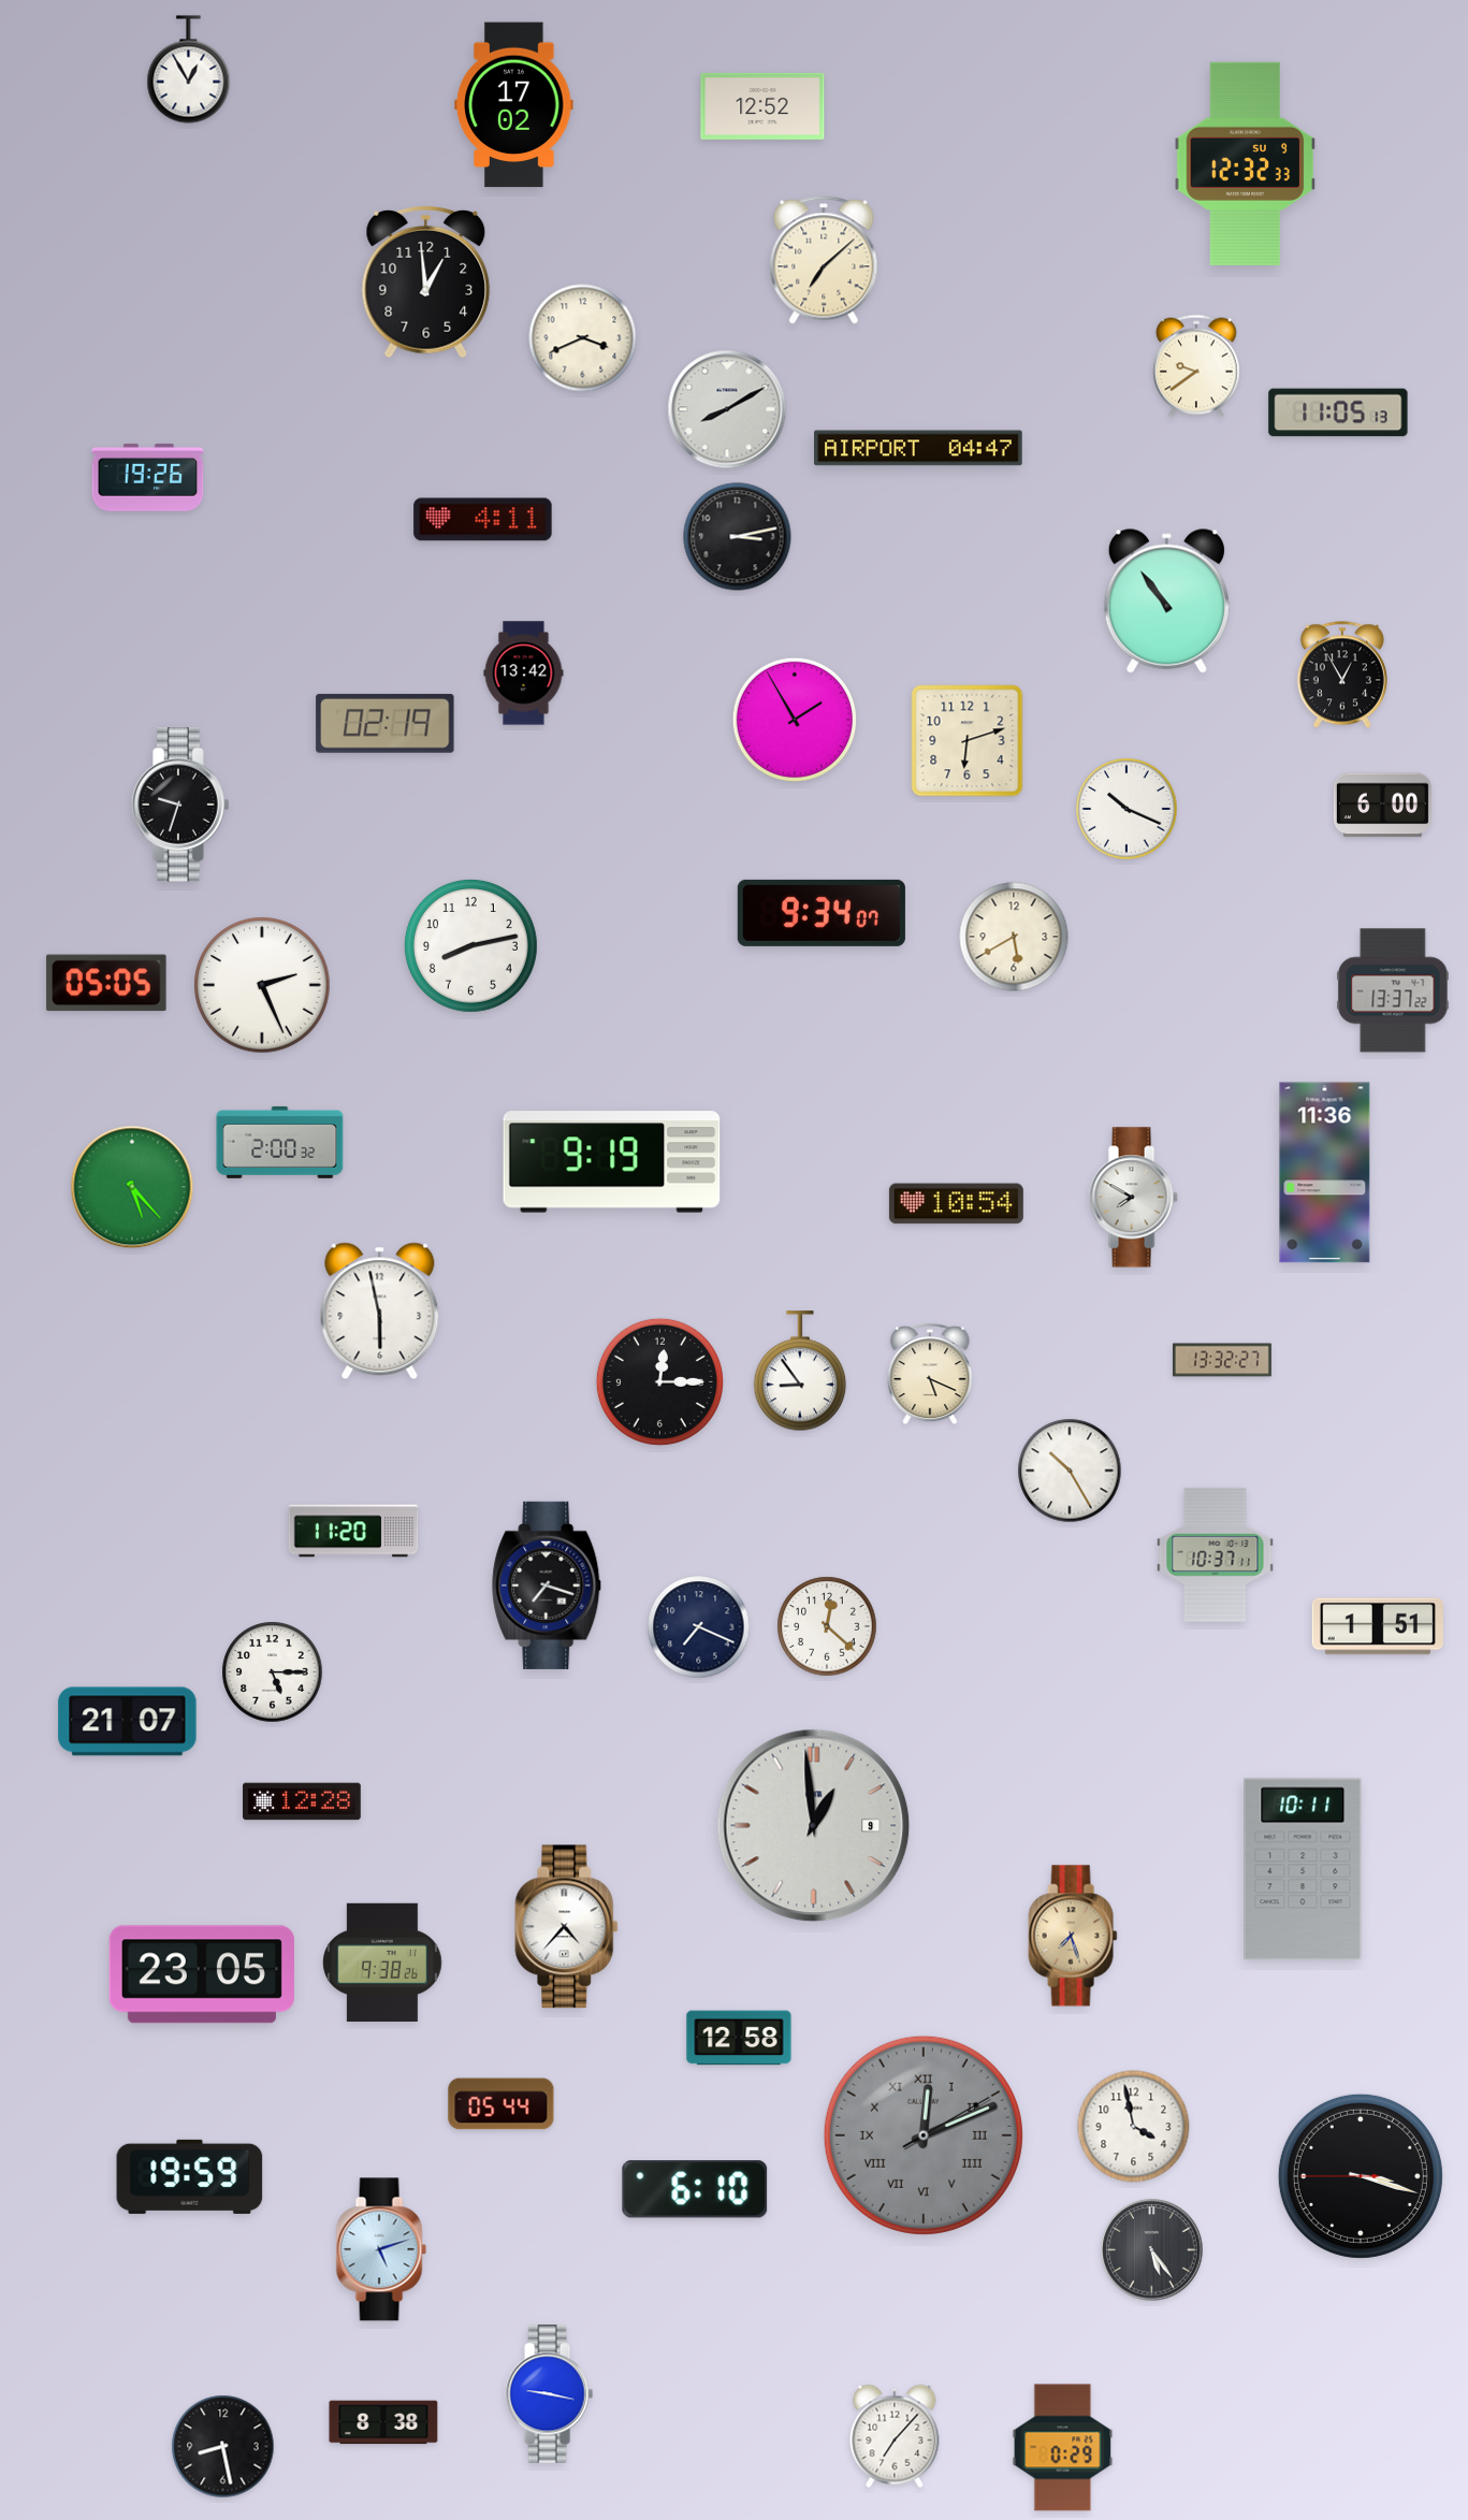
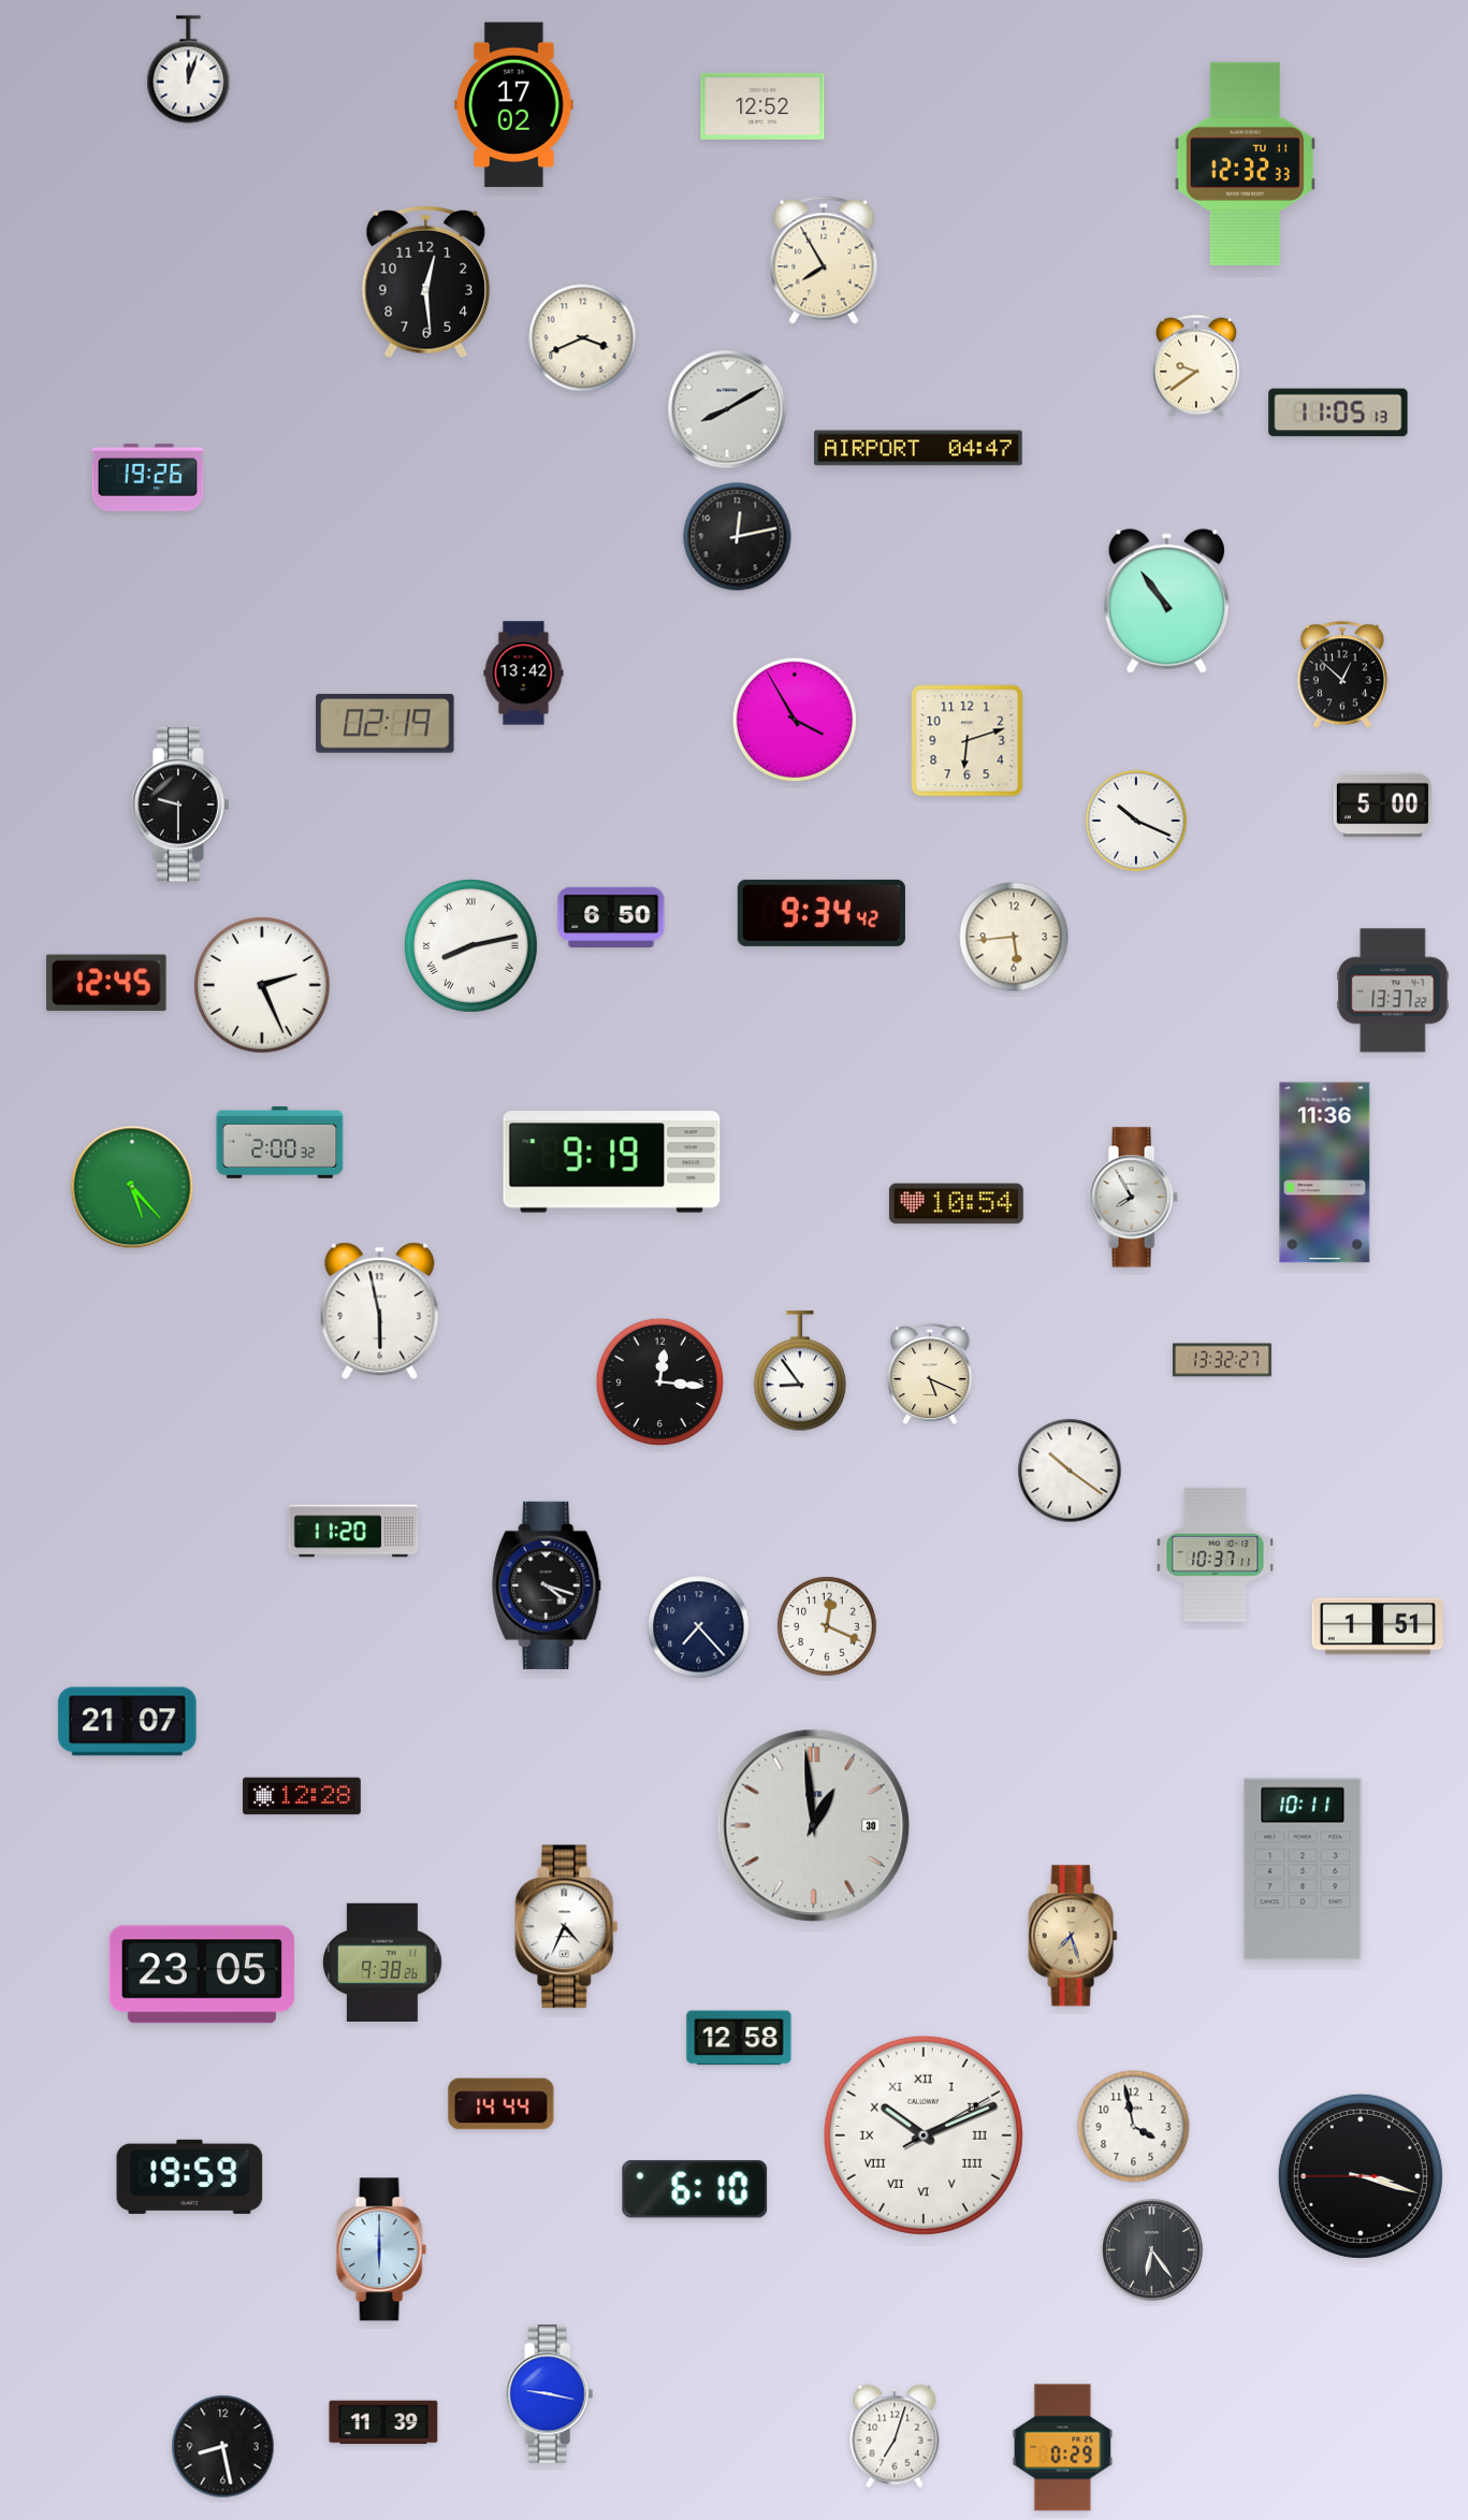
clock at (189, 70): 12:55 -> 12:03
clock at (1246, 163) date: SU 9 -> TU 11
clock at (824, 260): 7:08 -> 7:55
clock at (426, 283): 12:59 -> 12:29
clock at (483, 520): 4:11 -> none
clock at (738, 537): 3:13 -> 12:13
clock at (1342, 675): 12:55 -> 12:52
clock at (794, 719): 1:55 -> 3:55
clock at (181, 805): 9:33 -> 9:30
clock at (1382, 806): 6:00 -> 5:00
clock at (1127, 809) position: (1127, 809) -> (1136, 821)
clock at (822, 913): 9:34:07 -> 9:34:42
clock at (611, 917): none -> 6:50
clock at (1014, 937): 5:40 -> 5:44
clock at (470, 945) numerals: Arabic -> Roman
clock at (106, 983): 05:05 -> 12:45
clock at (1133, 1198): 7:50 -> 7:55
clock at (659, 1381): 12:15 -> 12:16
clock at (1070, 1471): 10:25 -> 10:21
clock at (548, 1585): 7:18 -> 4:18
clock at (827, 1626): 12:22 -> 12:19
clock at (699, 1627): 7:19 -> 7:23
clock at (273, 1672): 5:15 -> none
clock at (302, 1801) position: (302, 1801) -> (302, 1796)
clock at (814, 1826) date: 9 -> 30
clock at (567, 1927): 4:37 -> 4:34
clock at (502, 2104): 05:44 -> 14:44
clock at (924, 2135): 12:11 -> 10:11
clock at (924, 2135) dial: grey -> white
clock at (381, 2249): 5:12 -> 6:00
clock at (1152, 2250): 5:24 -> 6:24
clock at (383, 2422): 8:38 -> 11:39
clock at (895, 2436): 7:07 -> 7:03
